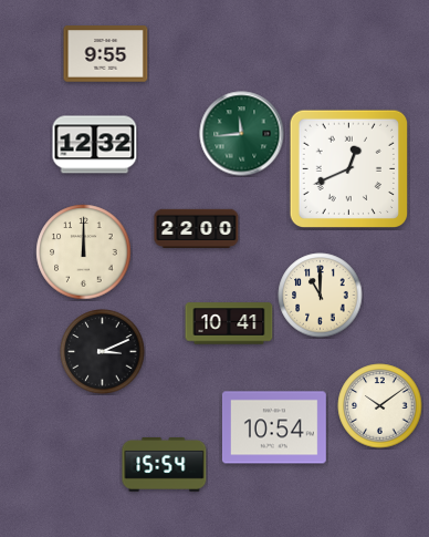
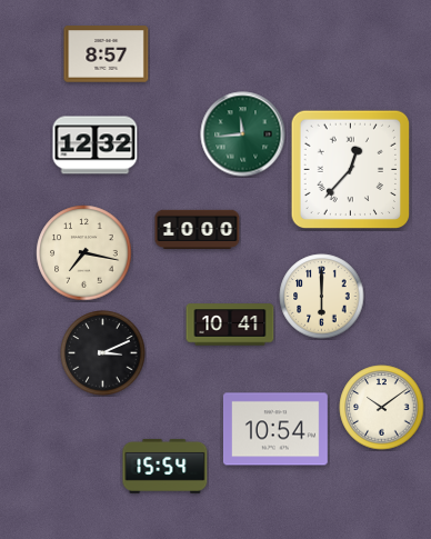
clock at (106, 54): 9:55 -> 8:57
clock at (348, 168): 12:41 -> 12:37
clock at (197, 228): 22:00 -> 10:00
clock at (84, 252): 12:00 -> 7:17
clock at (321, 296): 11:00 -> 6:00
